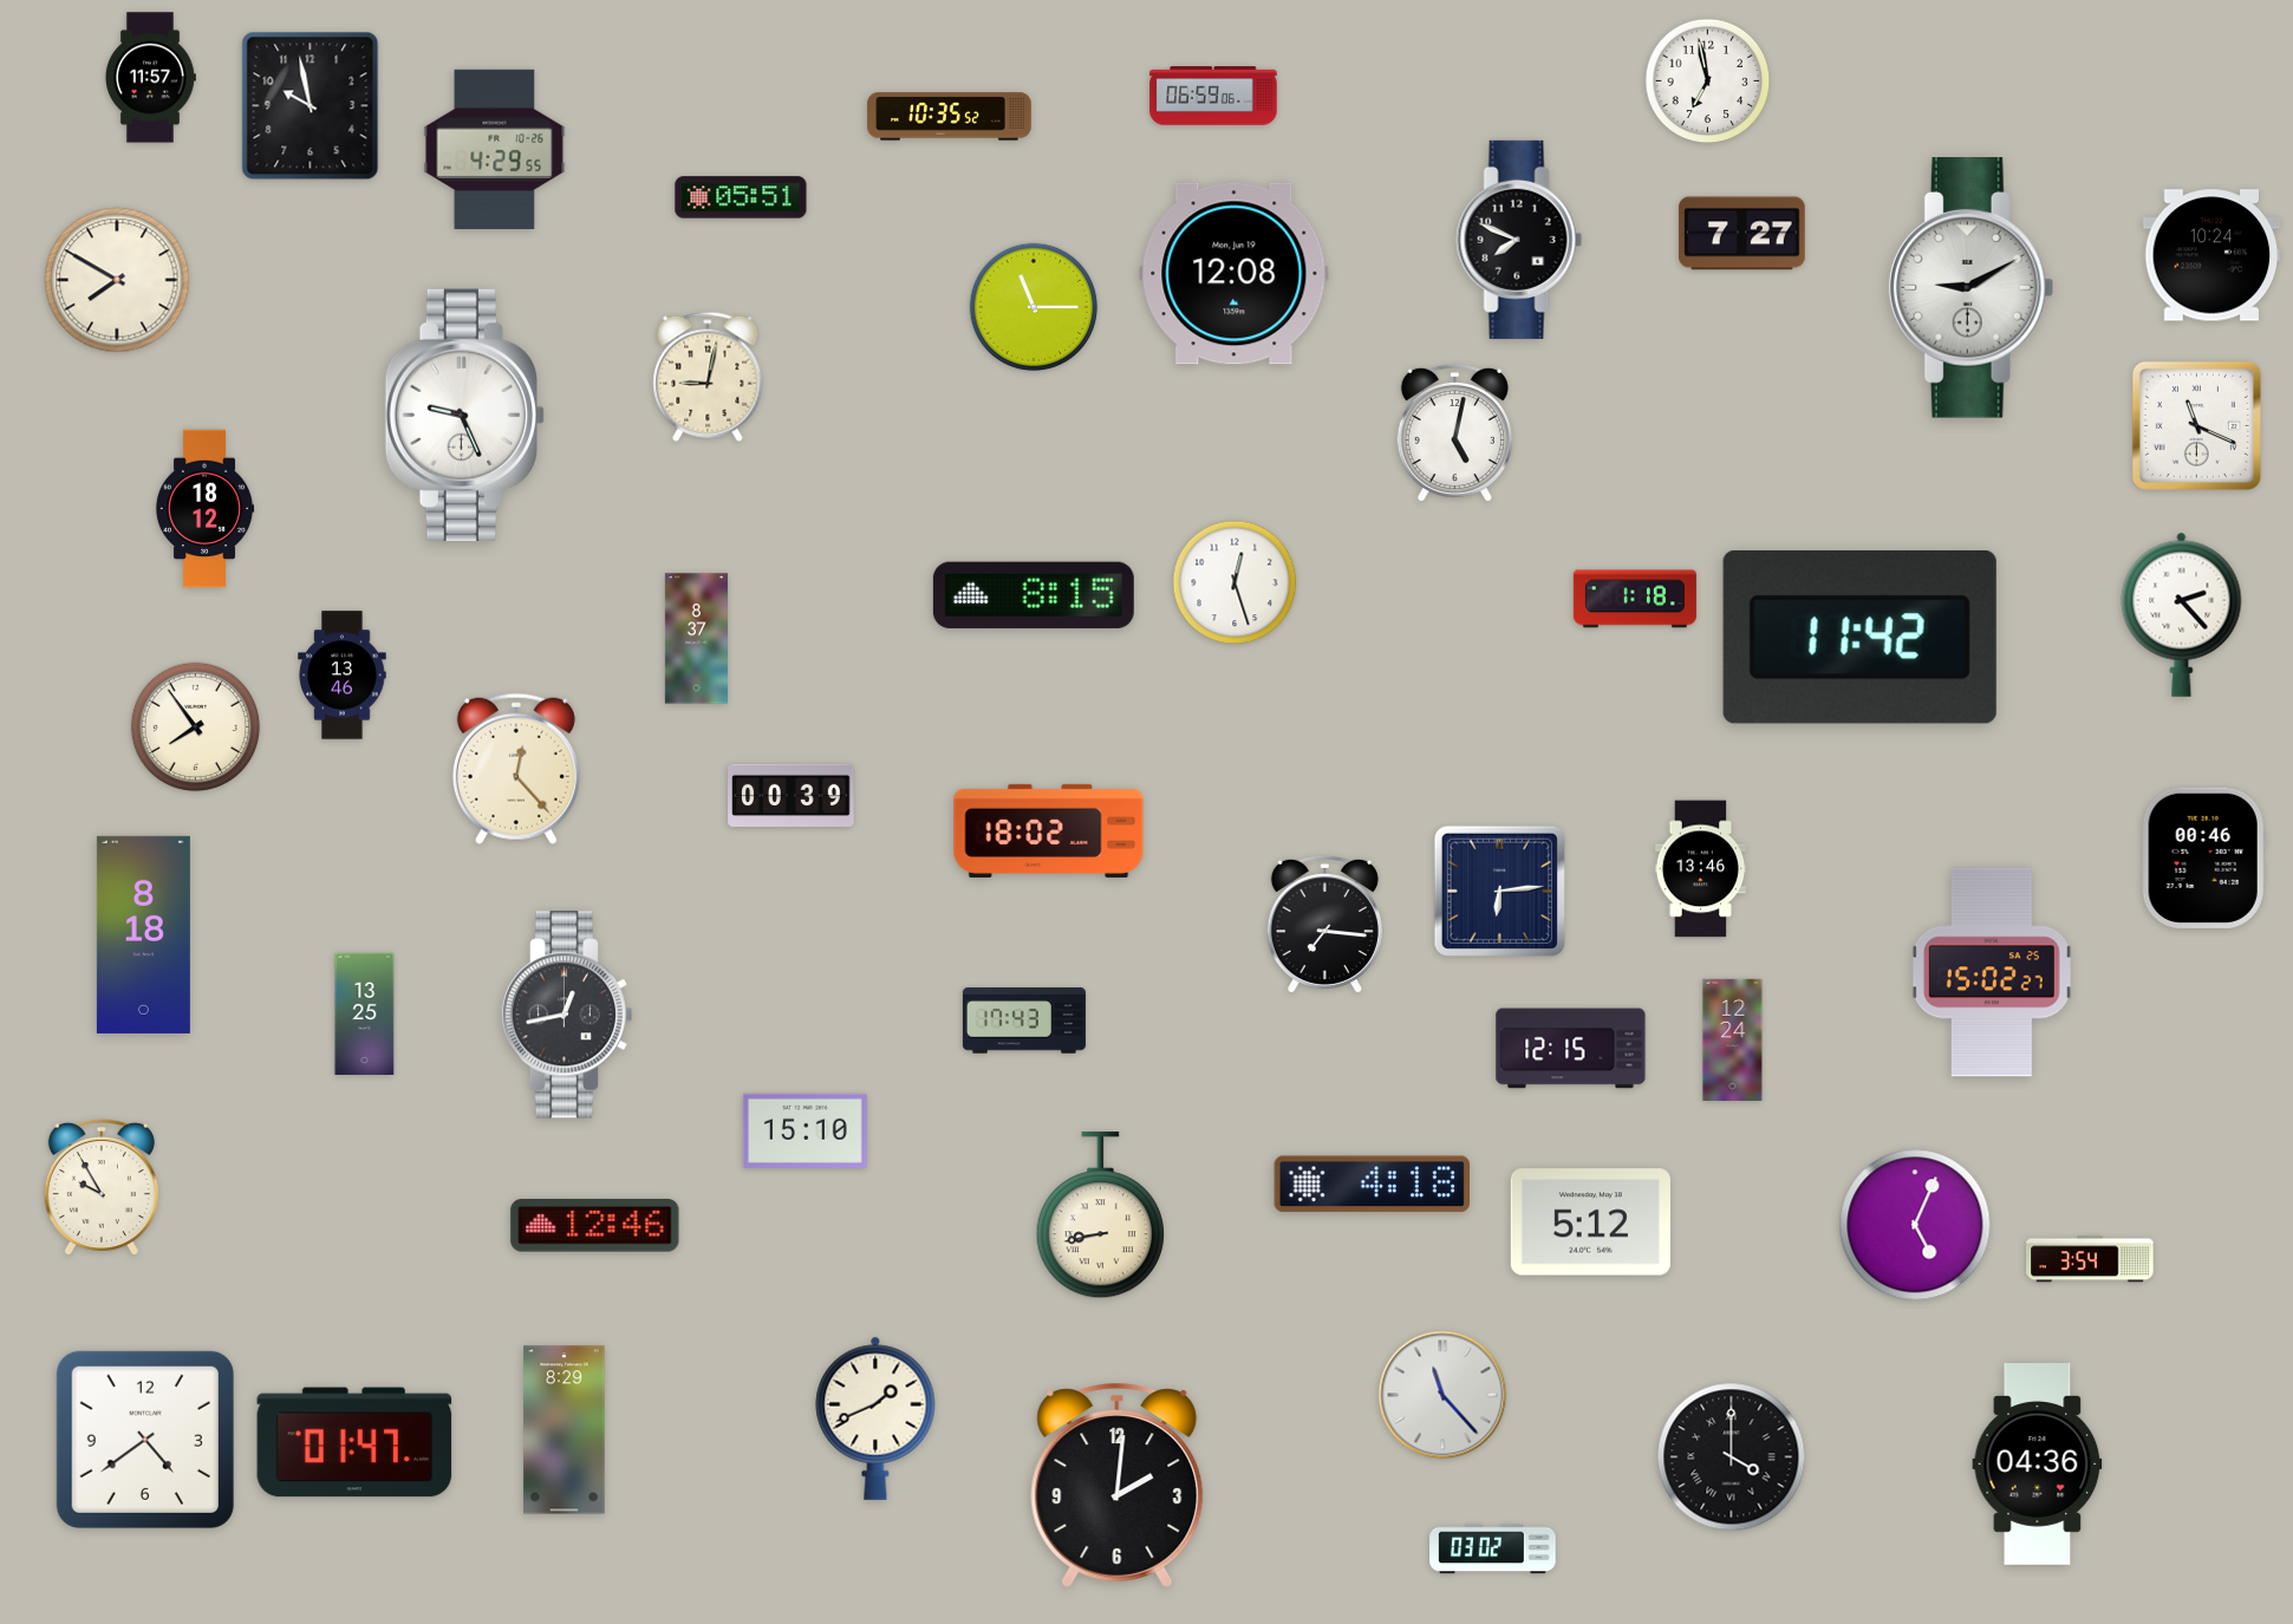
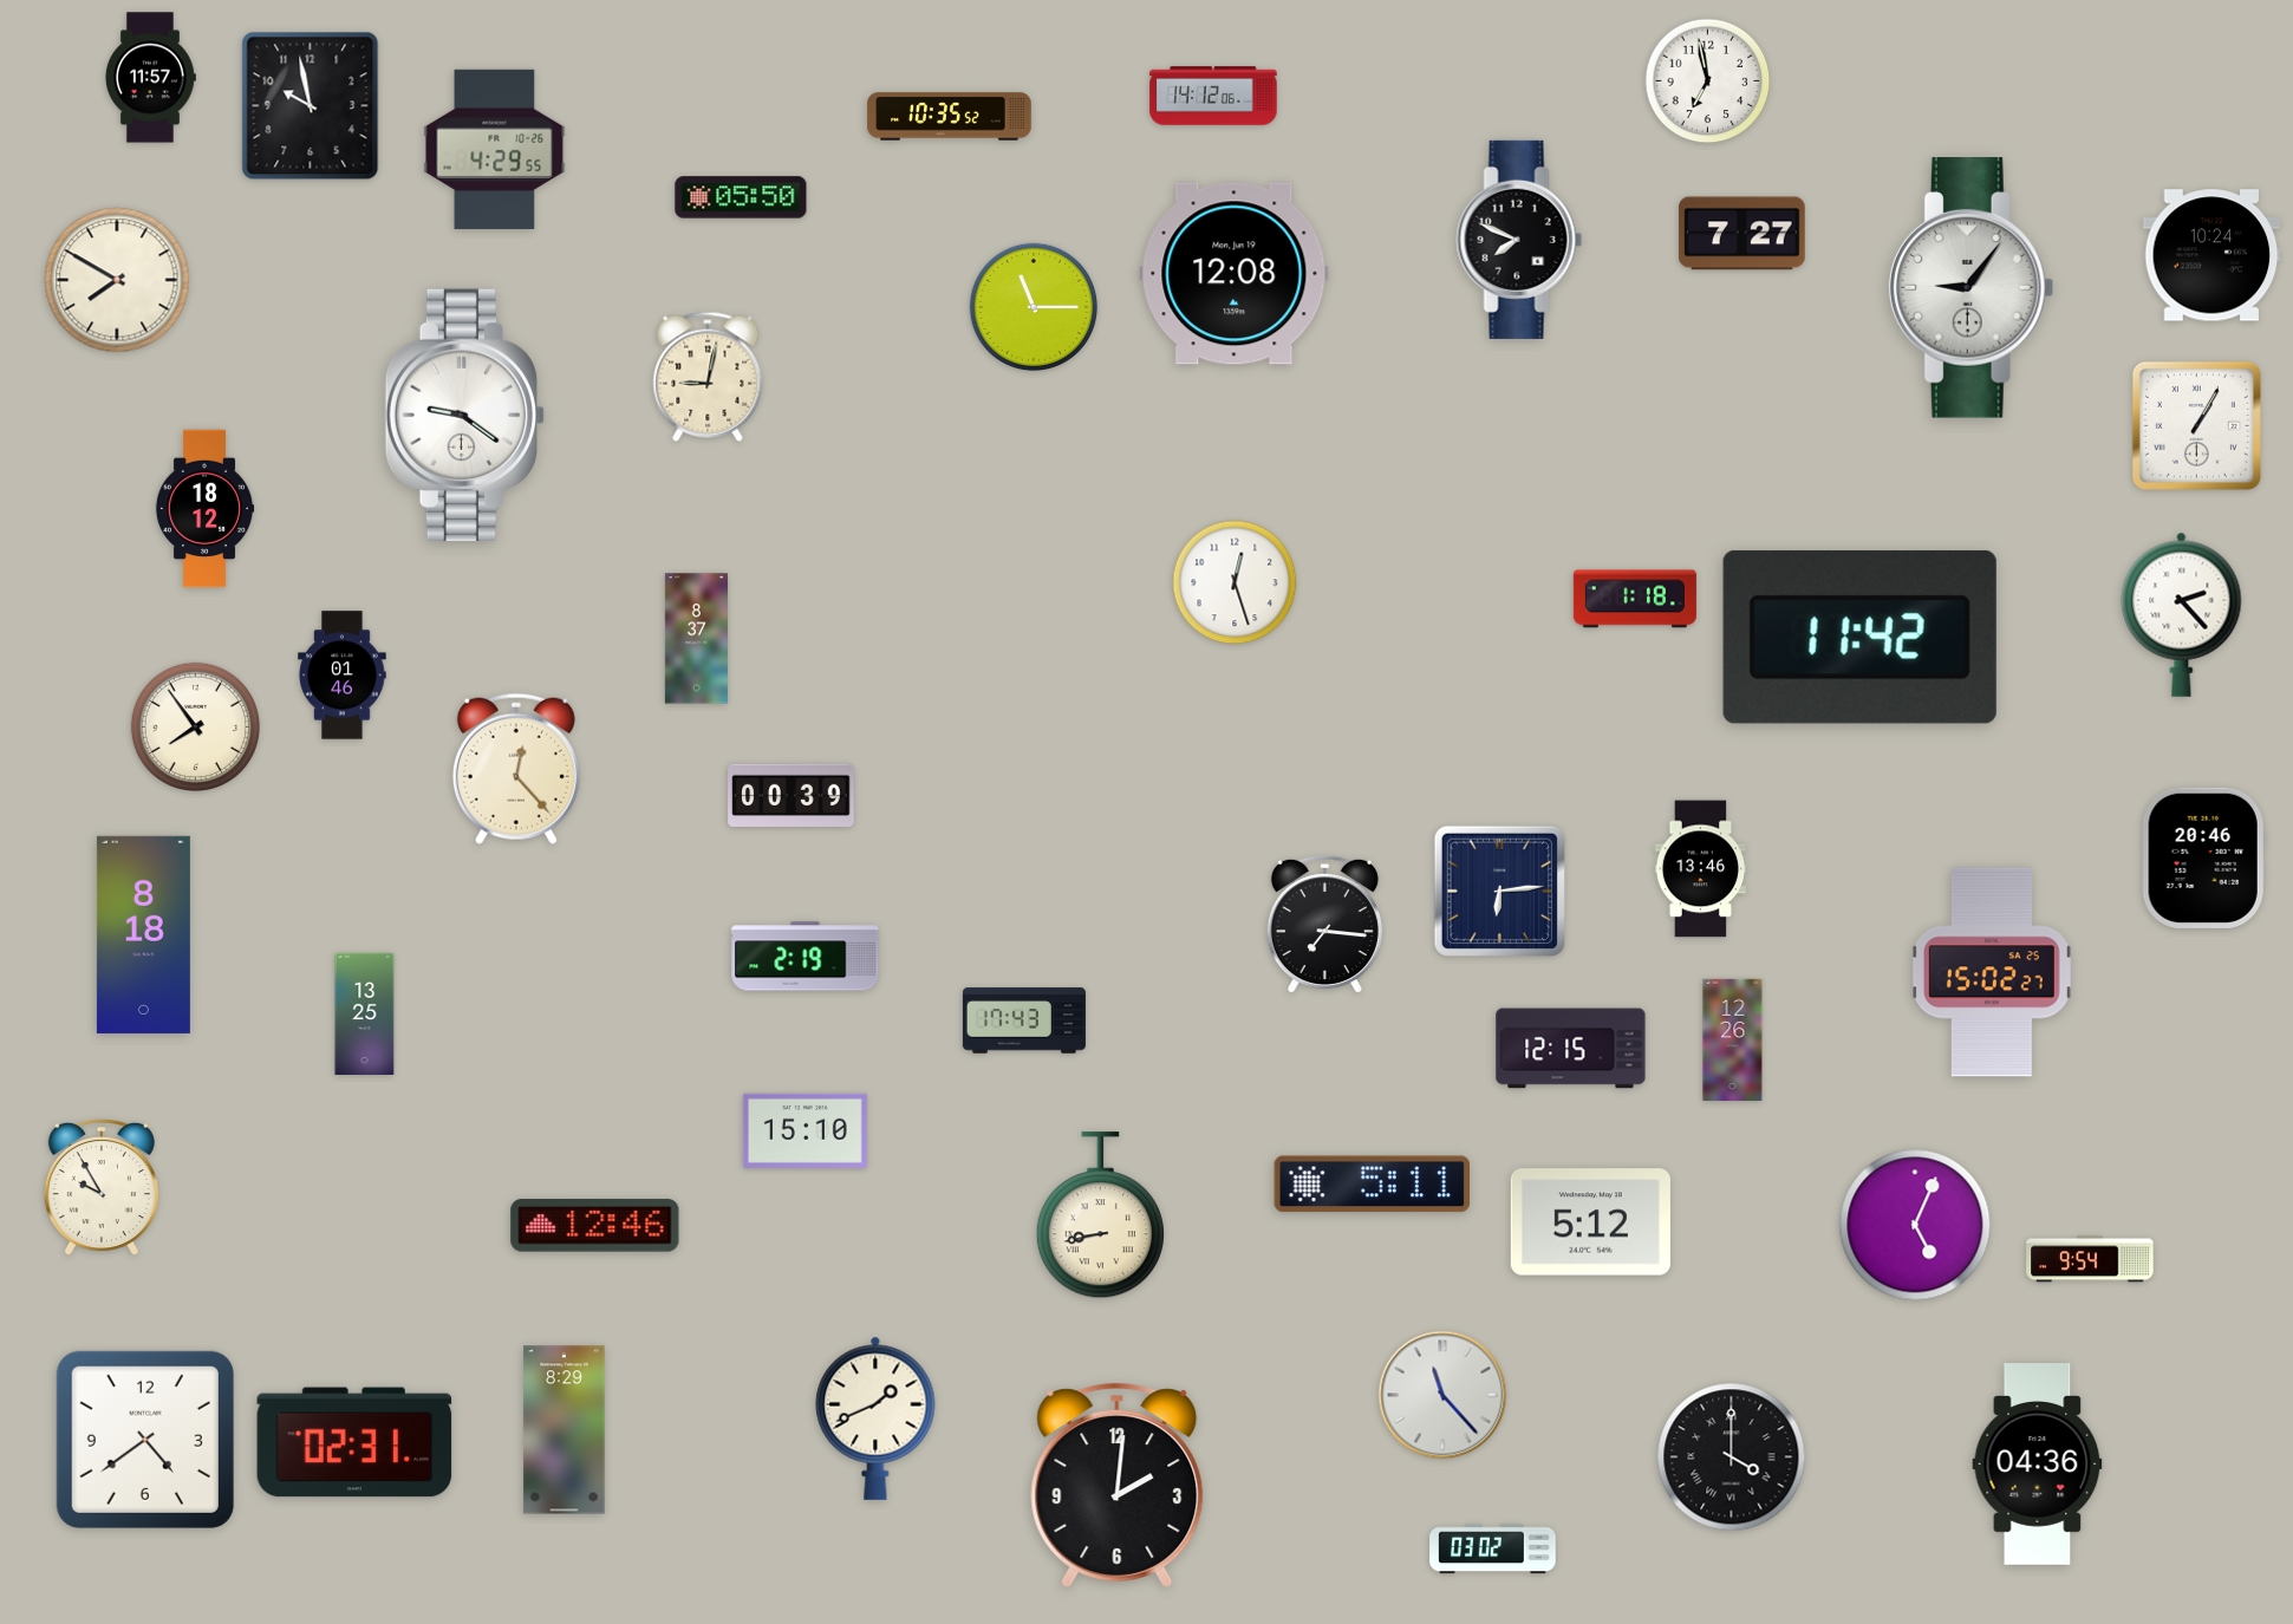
clock at (1213, 96): 06:59 -> 14:12
clock at (741, 197): 05:51 -> 05:50
clock at (1972, 288): 9:10 -> 9:06
clock at (464, 415): 9:26 -> 9:21
clock at (2196, 425): 11:19 -> 1:05
clock at (1454, 433): 5:02 -> none
clock at (1034, 594): 8:15 -> none
clock at (343, 676): 13:46 -> 01:46
clock at (1049, 830): 18:02 -> none
clock at (2203, 857): 00:46 -> 20:46
clock at (806, 957): none -> 2:19
clock at (566, 1015): 12:43 -> none
clock at (1733, 1039): 12:24 -> 12:26
clock at (1372, 1185): 4:18 -> 5:11
clock at (2090, 1259): 3:54 -> 9:54
clock at (354, 1442): 01:47 -> 02:31
